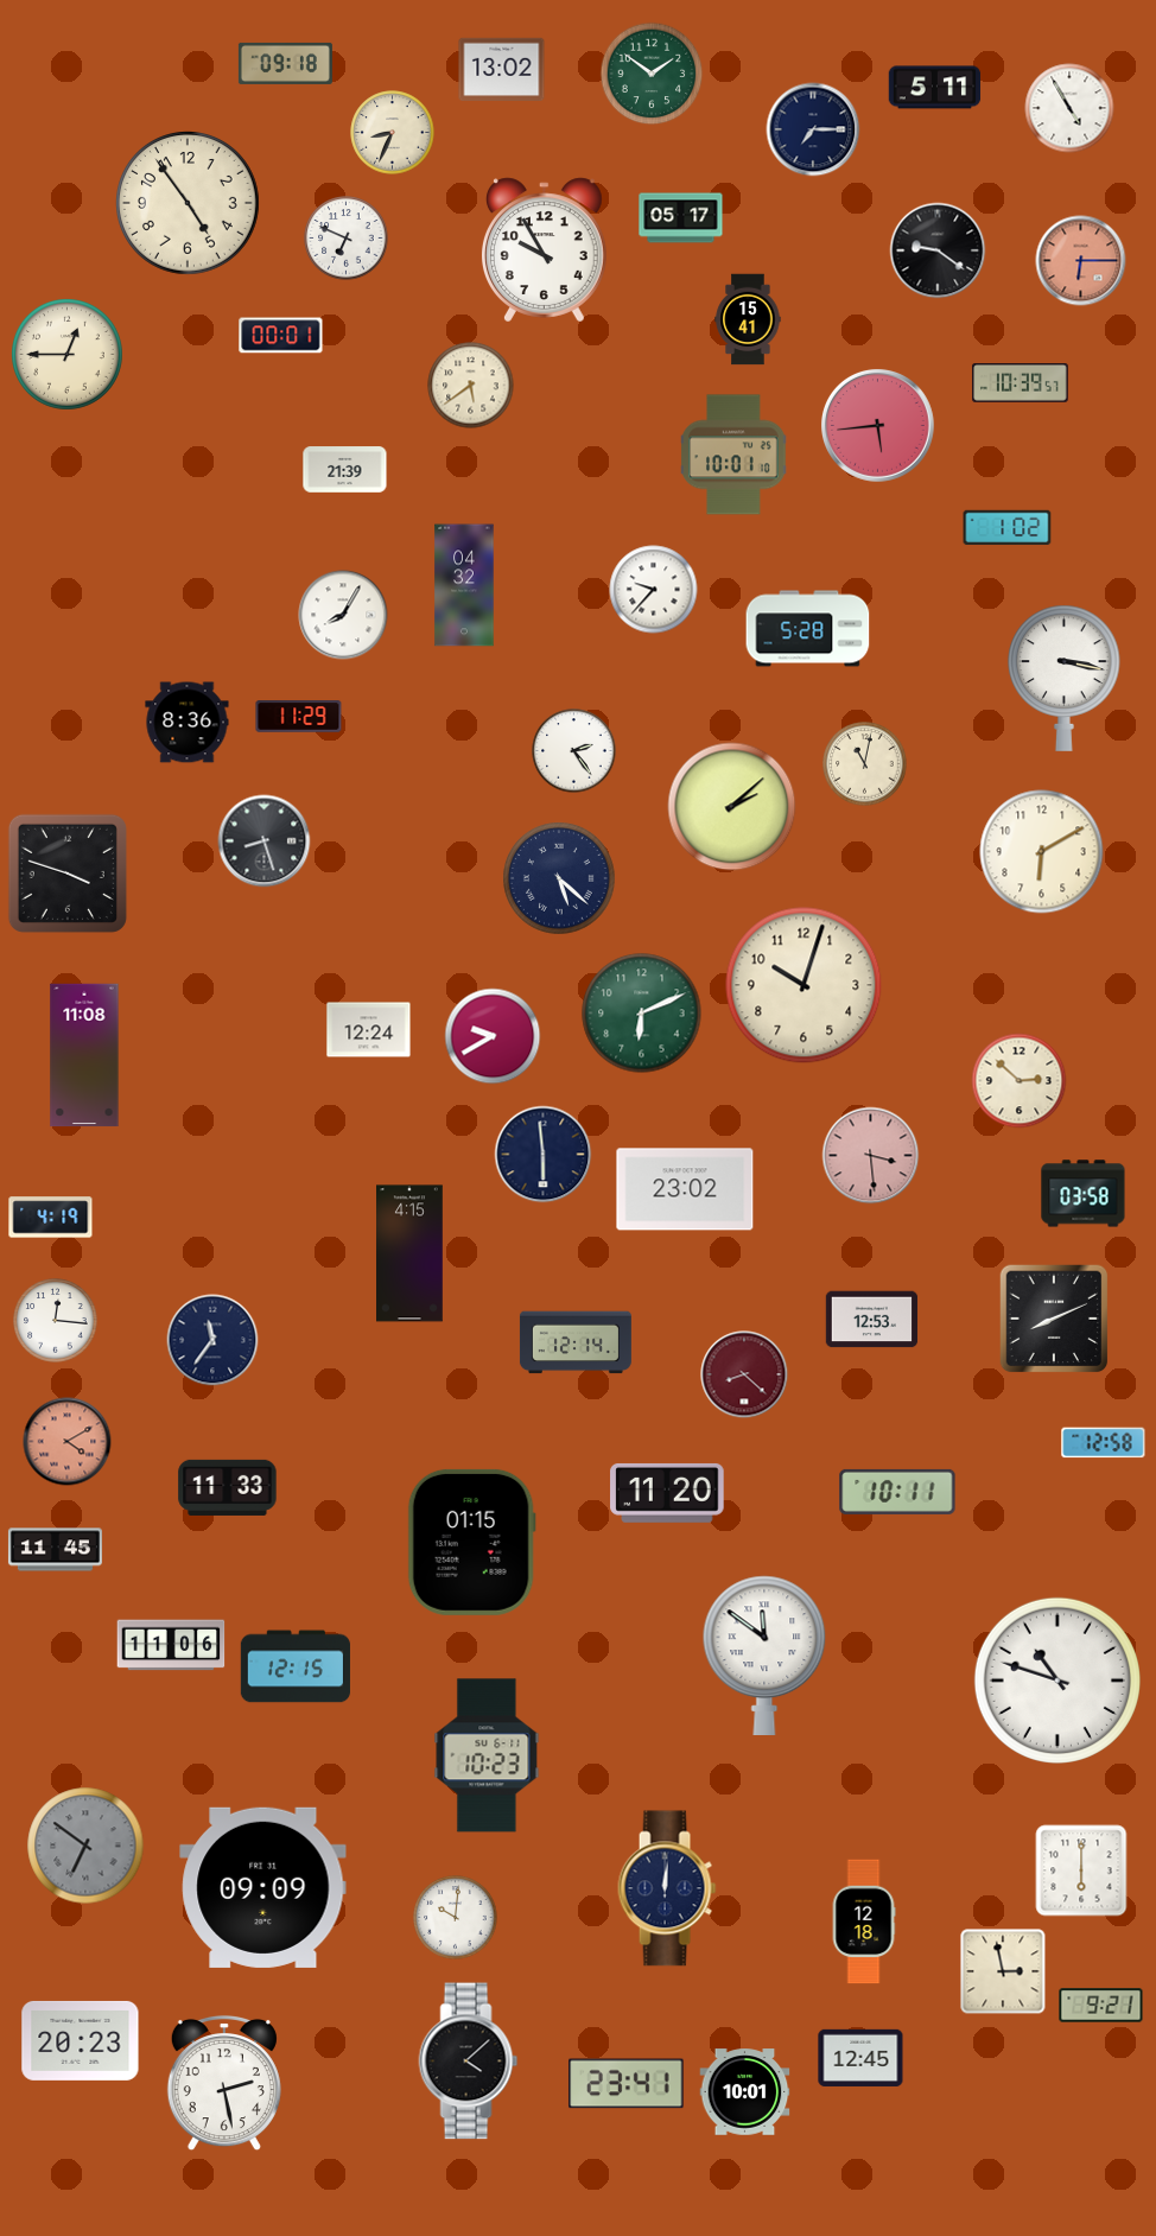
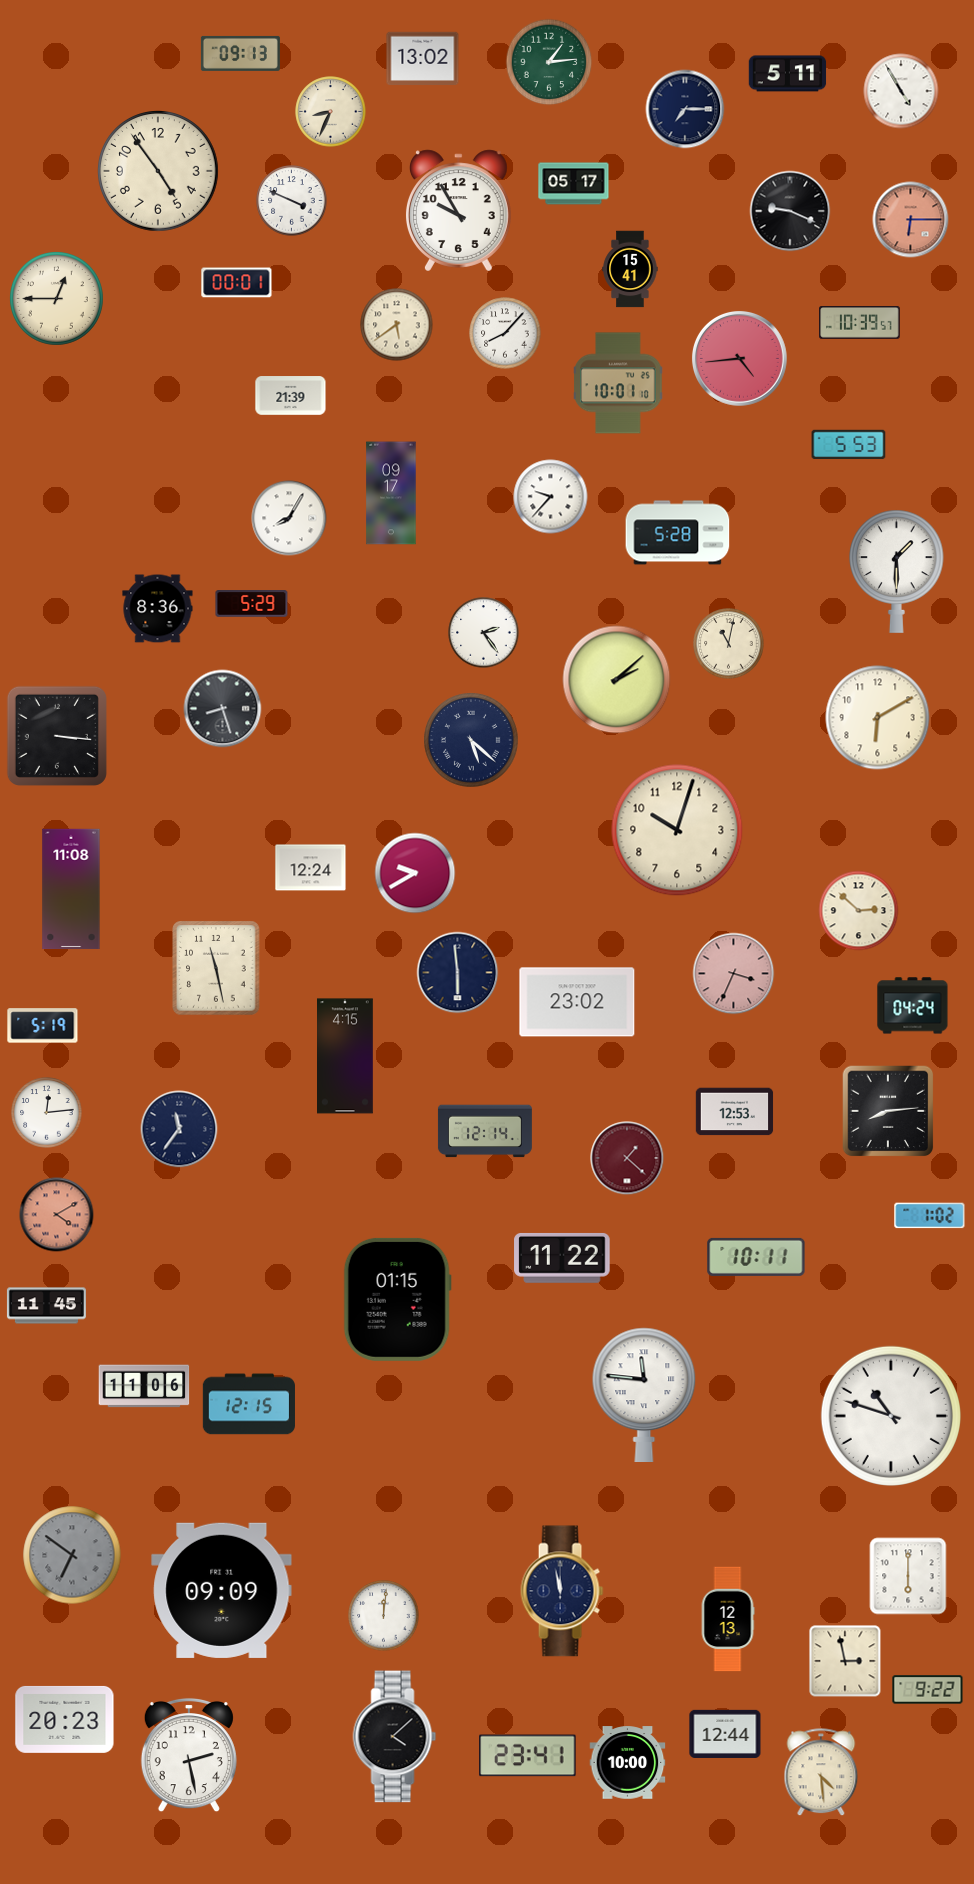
clock at (285, 63): 09:18 -> 09:13
clock at (652, 74): 1:51 -> 1:14
clock at (347, 239): 6:49 -> 3:49
clock at (938, 250): 9:21 -> 9:19
clock at (505, 333): none -> 8:07
clock at (878, 426): 5:44 -> 4:44
clock at (1008, 528): 1:02 -> 5:53
clock at (464, 585): 04:32 -> 09:17
clock at (808, 629) position: (808, 629) -> (678, 533)
clock at (1065, 678): 3:17 -> 1:30
clock at (299, 717): 11:29 -> 5:29
clock at (68, 874): 3:48 -> 3:16
clock at (642, 1014): 6:11 -> none
clock at (216, 968): none -> 11:28
clock at (871, 1156): 3:29 -> 3:34
clock at (1084, 1194): 03:58 -> 04:24
clock at (51, 1218): 4:19 -> 5:19
clock at (1054, 1319): 8:11 -> 8:14
clock at (56, 1321): 12:16 -> 12:14
clock at (744, 1374): 8:22 -> 1:22
clock at (1104, 1443): 12:58 -> 1:02
clock at (228, 1487): 11:33 -> none
clock at (667, 1493): 11:20 -> 11:22
clock at (764, 1654): 11:51 -> 11:46
clock at (487, 1755): 10:23 -> none
clock at (1081, 1870) position: (1081, 1870) -> (908, 1576)
clock at (667, 1888): 12:01 -> 11:58
clock at (456, 1918): 10:01 -> 12:01
clock at (864, 1921): 12:18 -> 12:13
clock at (1101, 2006): 9:21 -> 9:22
clock at (81, 2040) position: (81, 2040) -> (65, 1719)
clock at (860, 2058): 12:45 -> 12:44
clock at (745, 2092): 10:01 -> 10:00
clock at (821, 1773): none -> 4:29
